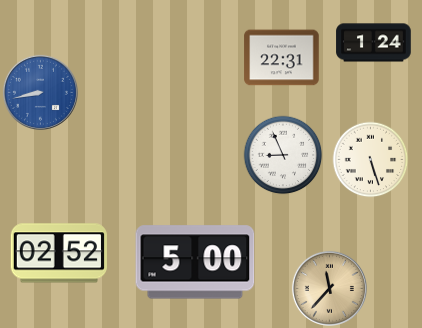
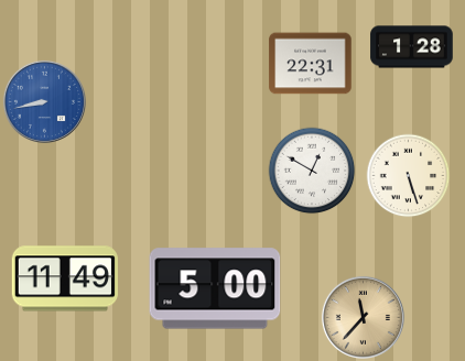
clock at (374, 43): 1:24 -> 1:28
clock at (283, 155): 8:56 -> 12:50
clock at (59, 253): 02:52 -> 11:49
